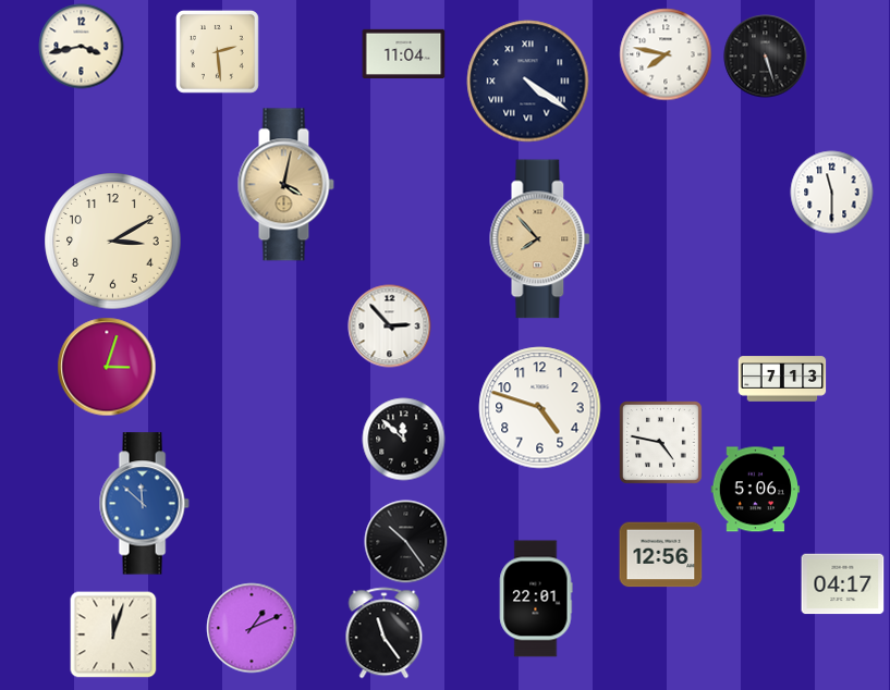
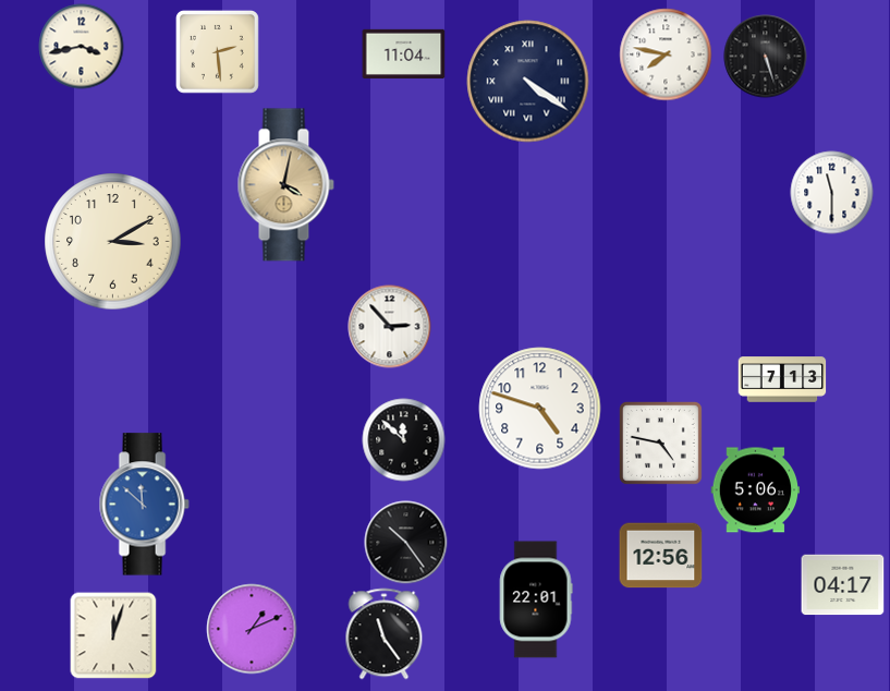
clock at (540, 239): 7:53 -> none
clock at (107, 367): 3:03 -> none
